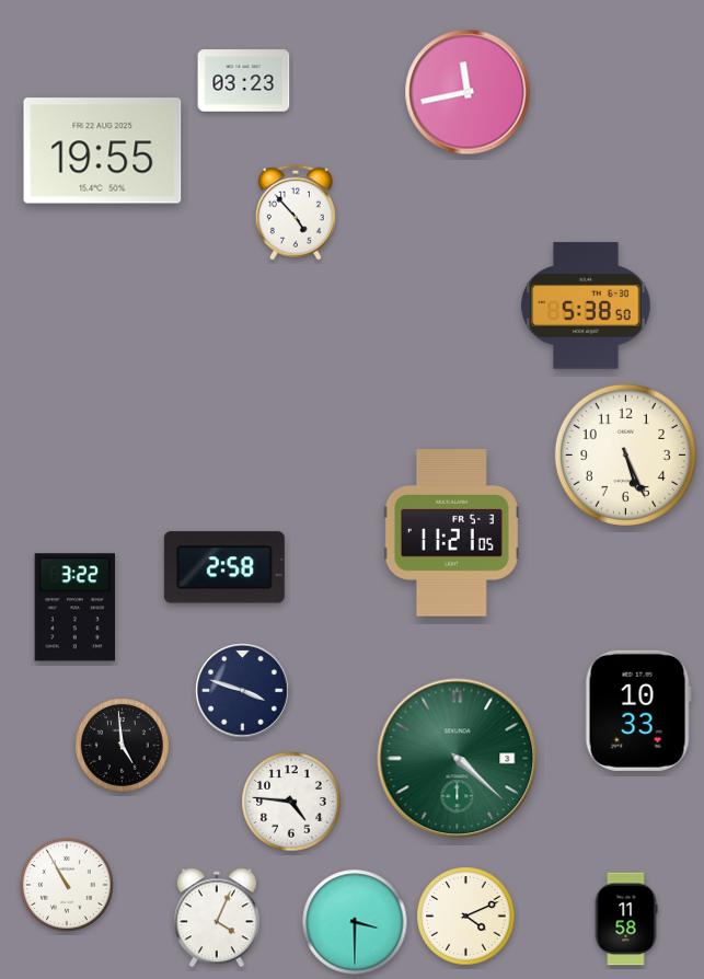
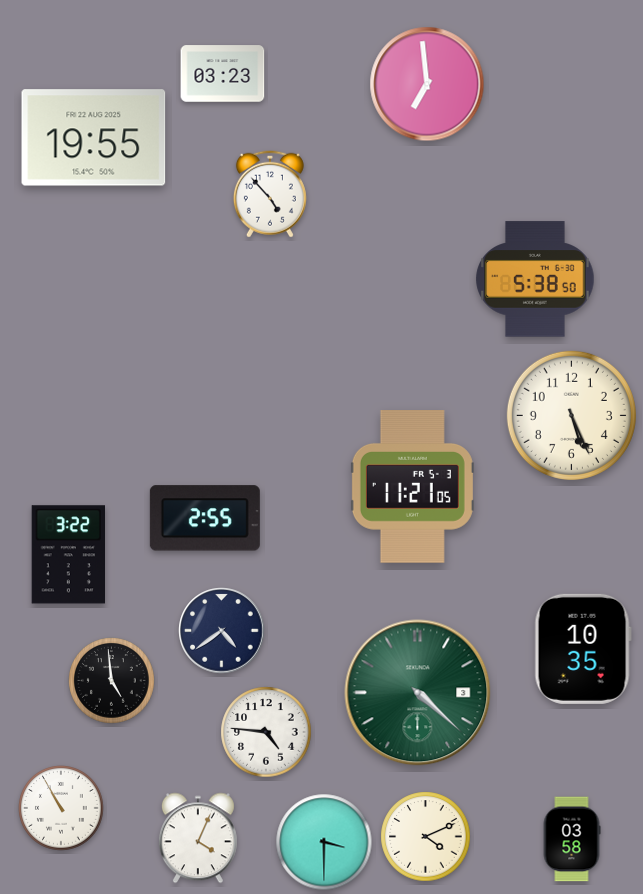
clock at (468, 92): 11:43 -> 6:59
clock at (224, 567): 2:58 -> 2:55
clock at (243, 691): 3:48 -> 4:39
clock at (638, 711): 10:33 -> 10:35
clock at (626, 919): 11:58 -> 03:58
